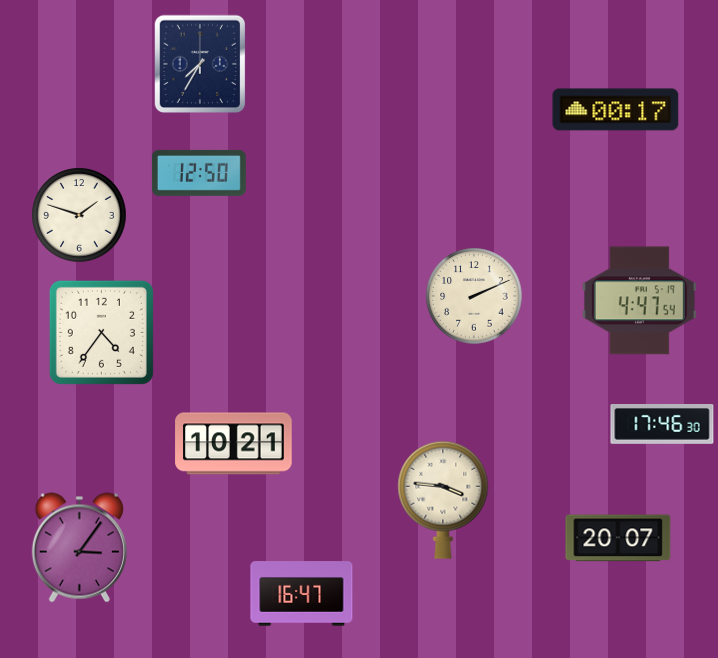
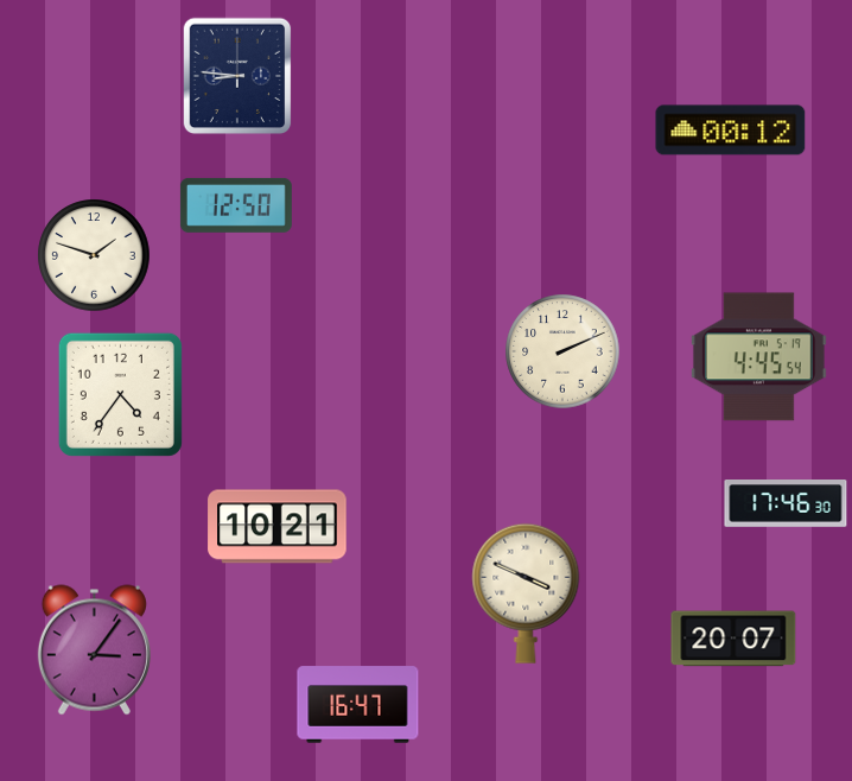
clock at (200, 64): 7:35 -> 8:46
clock at (616, 110): 00:17 -> 00:12
clock at (639, 301): 4:47 -> 4:45
clock at (443, 500): 3:46 -> 3:49
